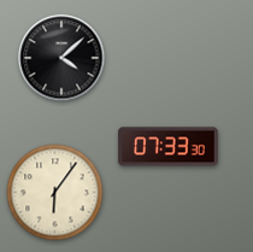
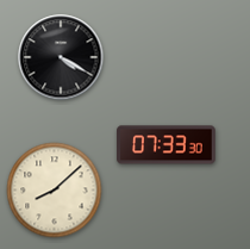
clock at (61, 58): 4:08 -> 4:20
clock at (55, 193): 6:06 -> 8:08
